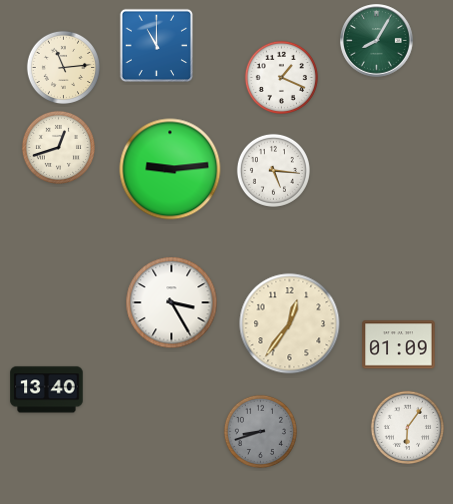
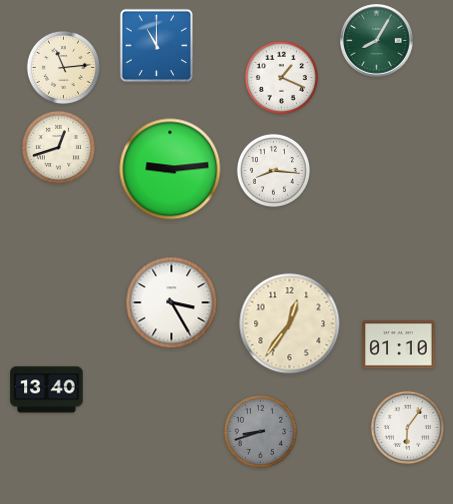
clock at (273, 170): 5:16 -> 8:16
clock at (399, 345): 01:09 -> 01:10
